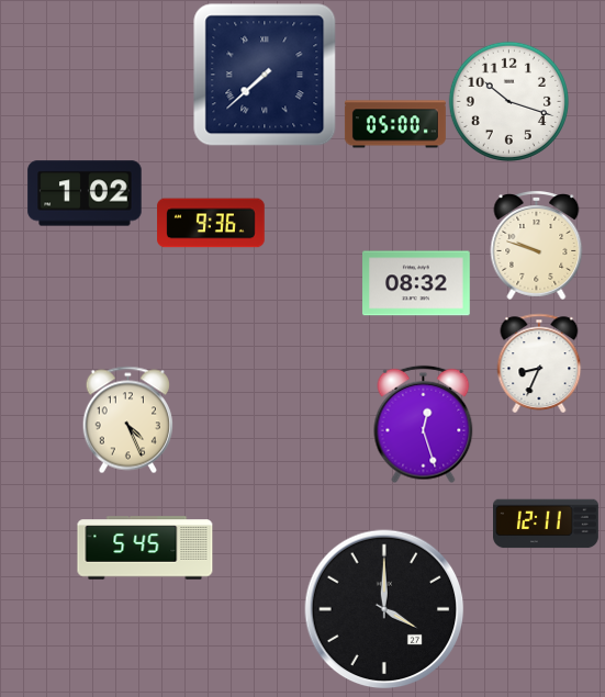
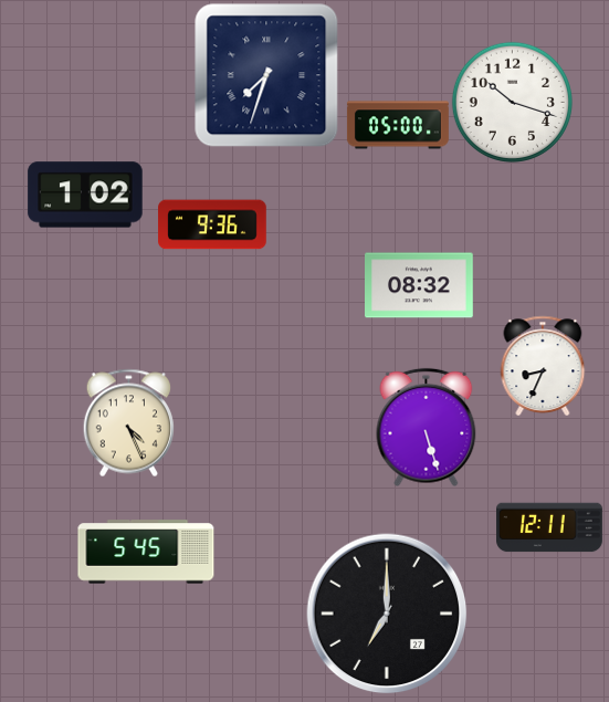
clock at (265, 75): 7:38 -> 7:33
clock at (537, 245): 9:48 -> none
clock at (424, 424): 12:27 -> 5:27
clock at (384, 609): 4:00 -> 7:00
